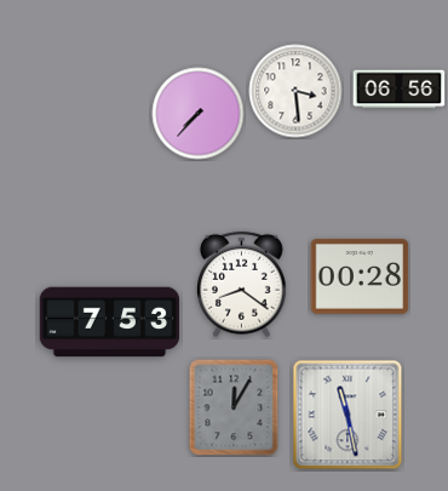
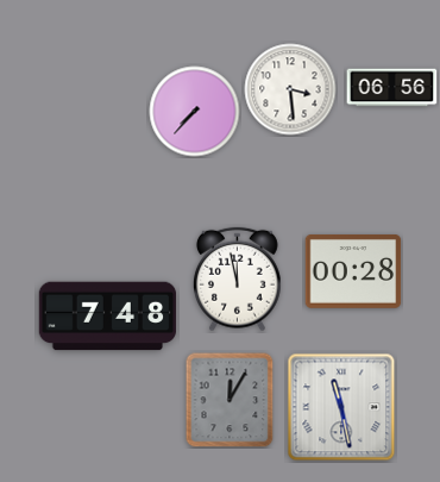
clock at (242, 285): 8:21 -> 11:58
clock at (110, 322): 7:53 -> 7:48
